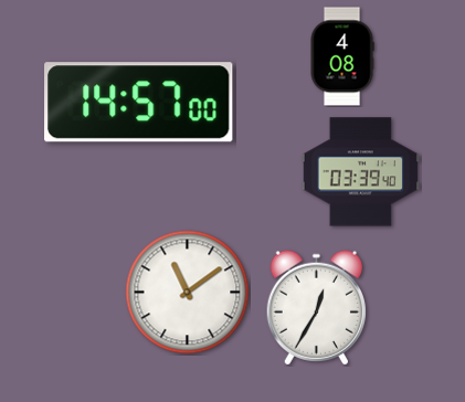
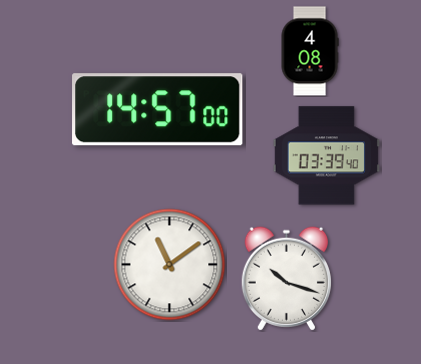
clock at (139, 103) position: (139, 103) -> (158, 110)
clock at (316, 308): 12:35 -> 10:18
